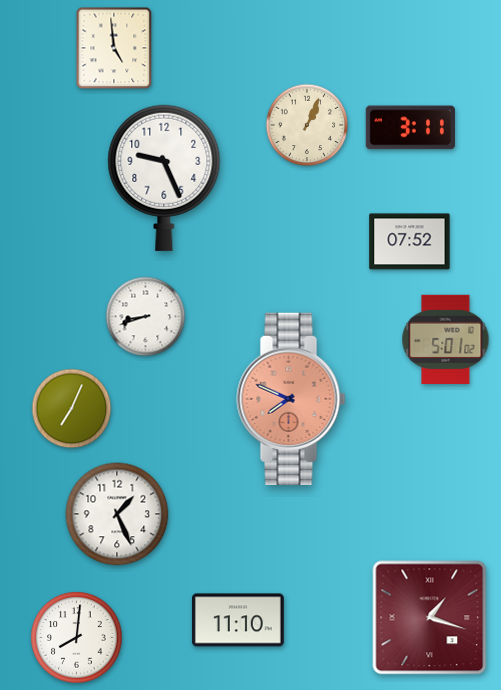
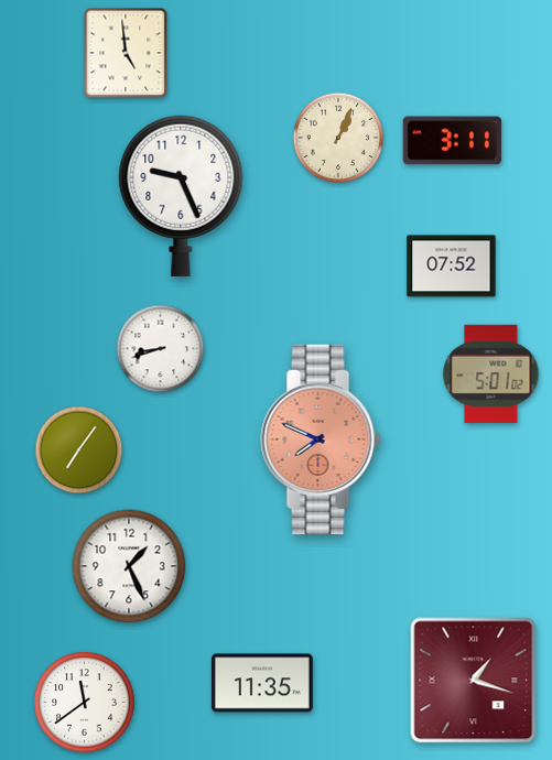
clock at (72, 409): 7:04 -> 7:06
clock at (238, 620): 11:10 -> 11:35
clock at (77, 638): 8:01 -> 11:39
